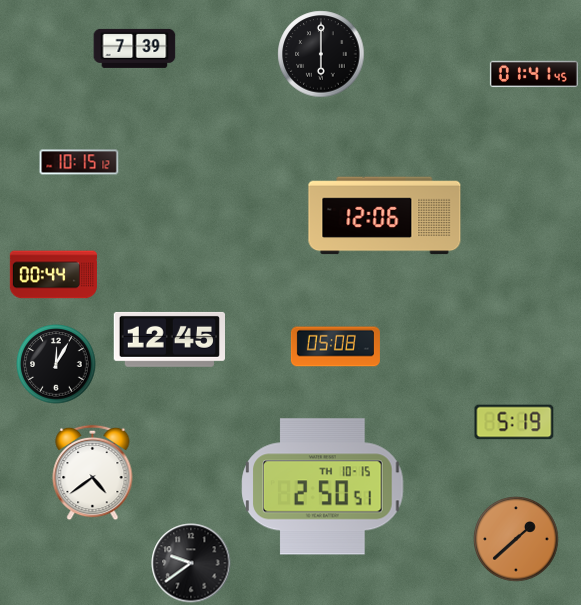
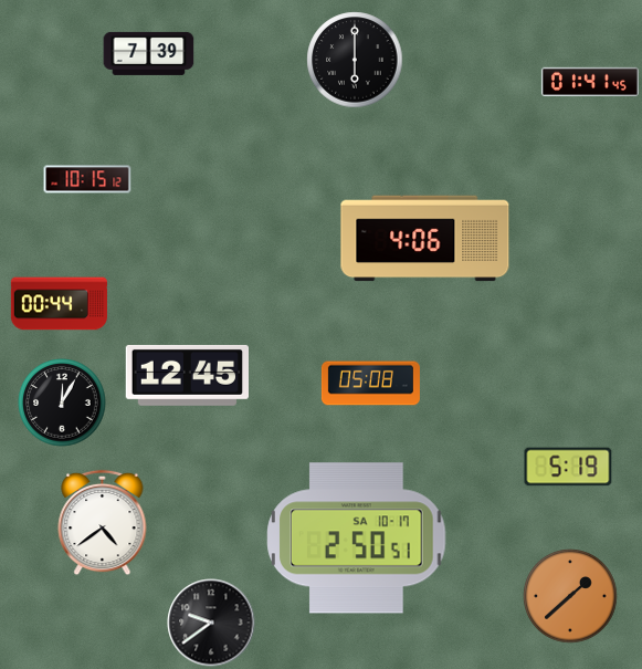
clock at (385, 216): 12:06 -> 4:06
clock at (323, 487) date: TH 10-15 -> SA 10-17
